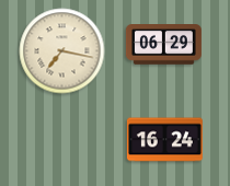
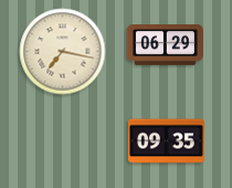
clock at (164, 140): 16:24 -> 09:35
